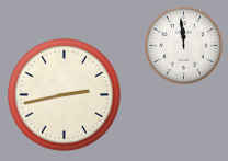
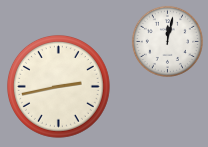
clock at (183, 45): 11:59 -> 12:02
